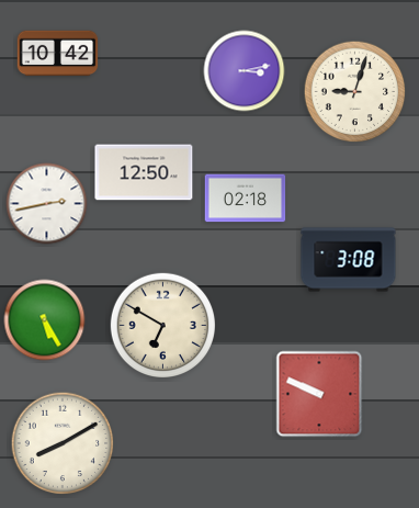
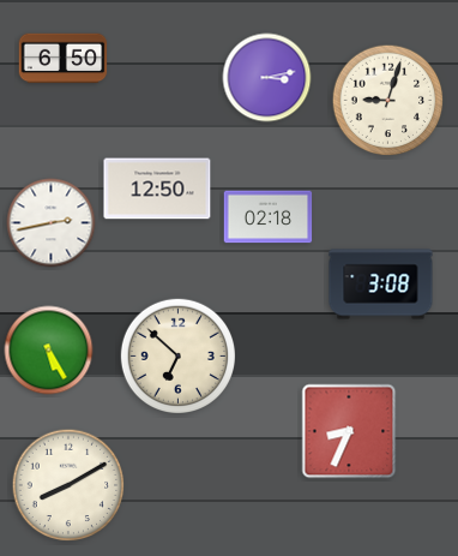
clock at (58, 54): 10:42 -> 6:50
clock at (162, 325): 6:50 -> 6:52
clock at (319, 394): 9:49 -> 8:34
